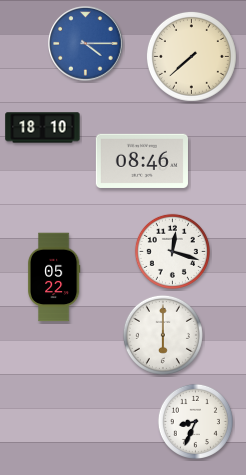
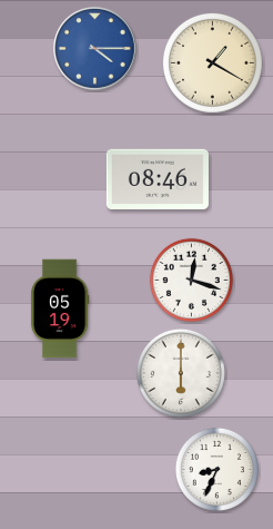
clock at (191, 56): 7:38 -> 1:20
clock at (43, 128): 18:10 -> none
clock at (54, 277): 05:22 -> 05:19
